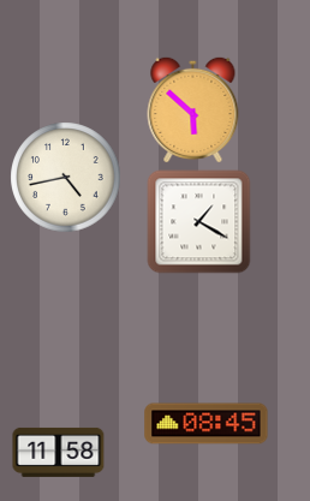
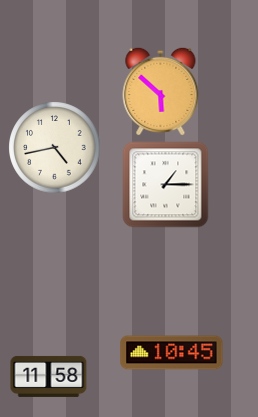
clock at (199, 222): 1:20 -> 1:15
clock at (207, 424): 08:45 -> 10:45
